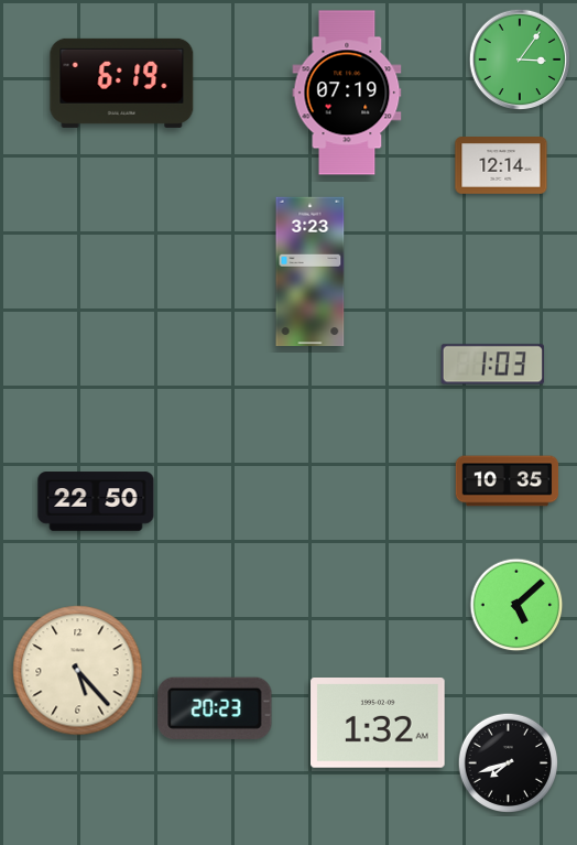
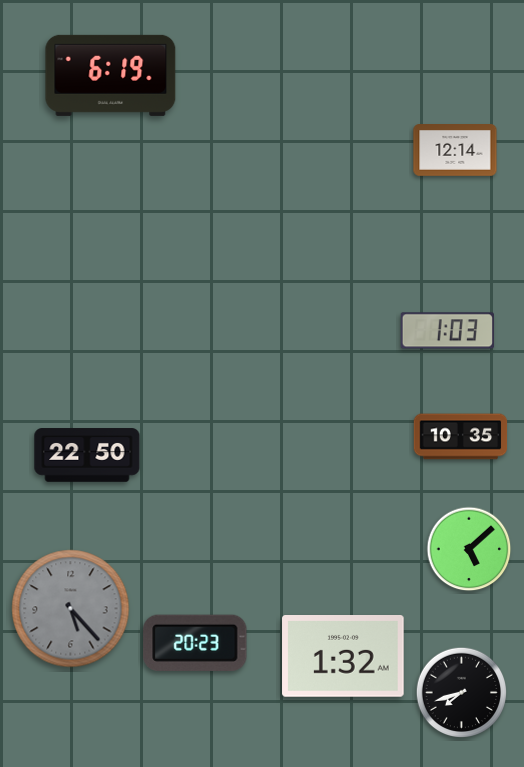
clock at (519, 58): 3:06 -> none
clock at (347, 93): 07:19 -> none
clock at (311, 272): 3:23 -> none
clock at (78, 671) dial: cream -> grey
